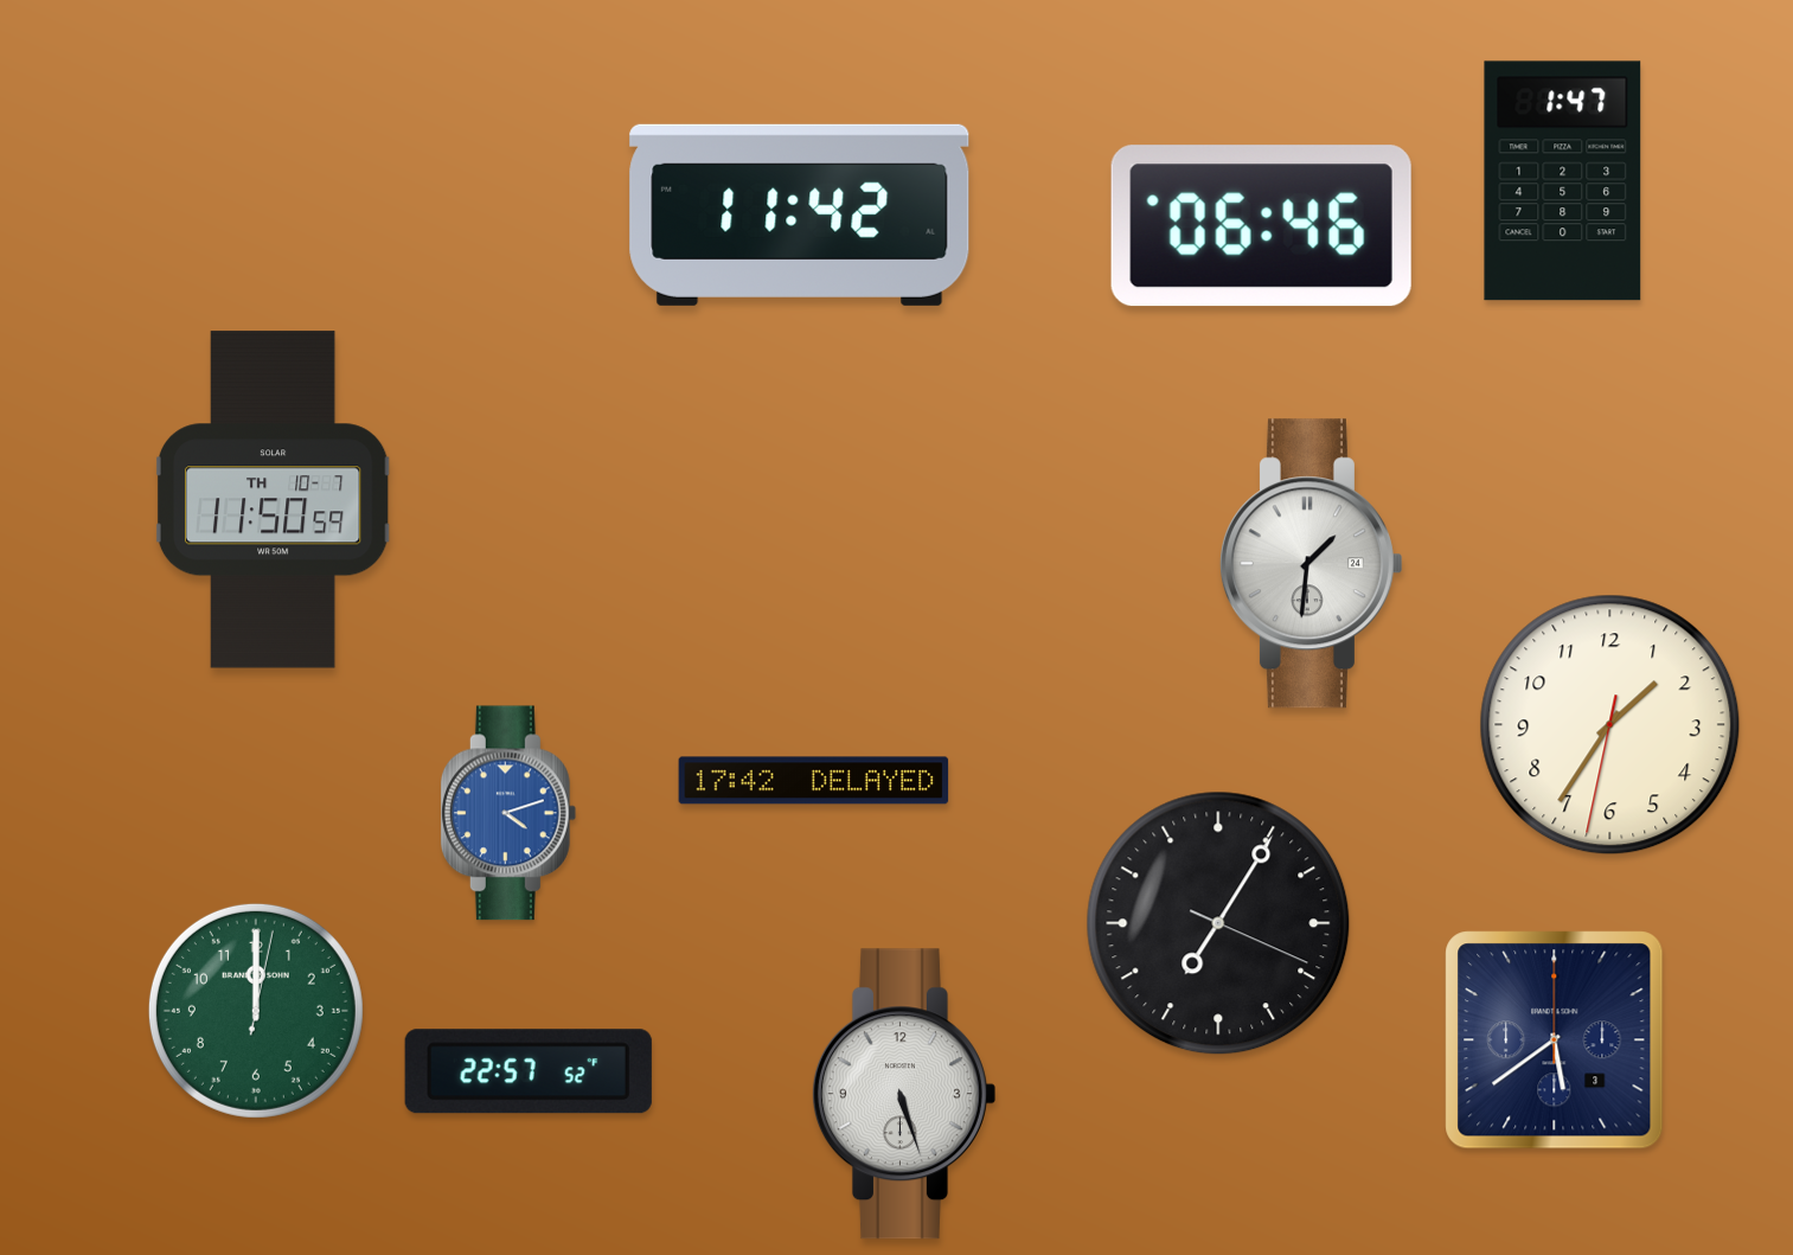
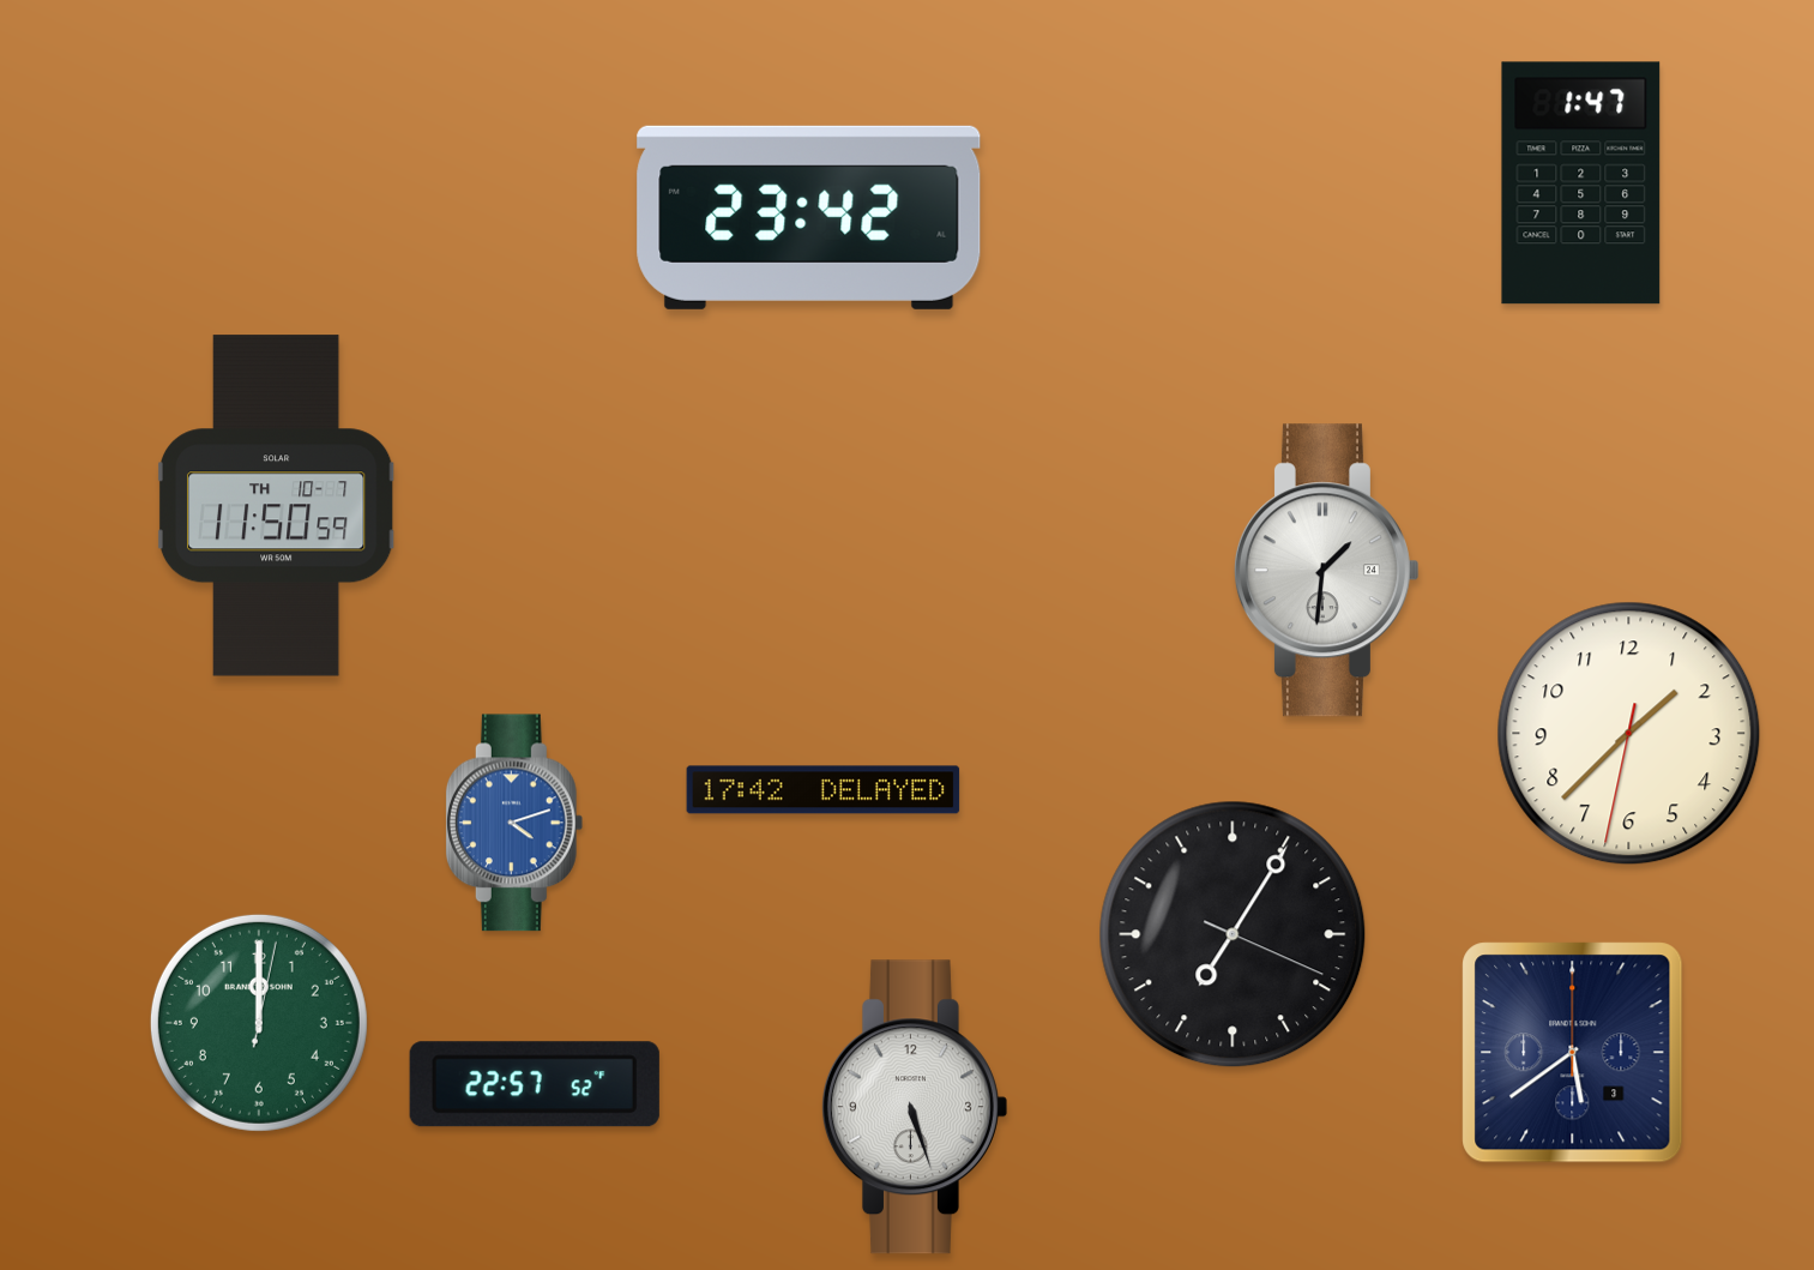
clock at (800, 214): 11:42 -> 23:42
clock at (1261, 226): 06:46 -> none
clock at (1611, 725): 1:35 -> 1:37
